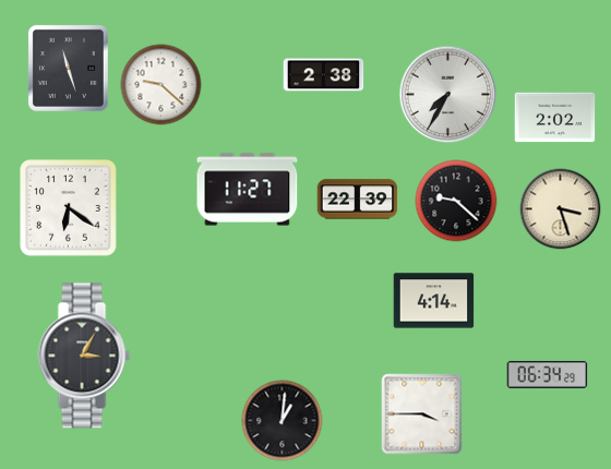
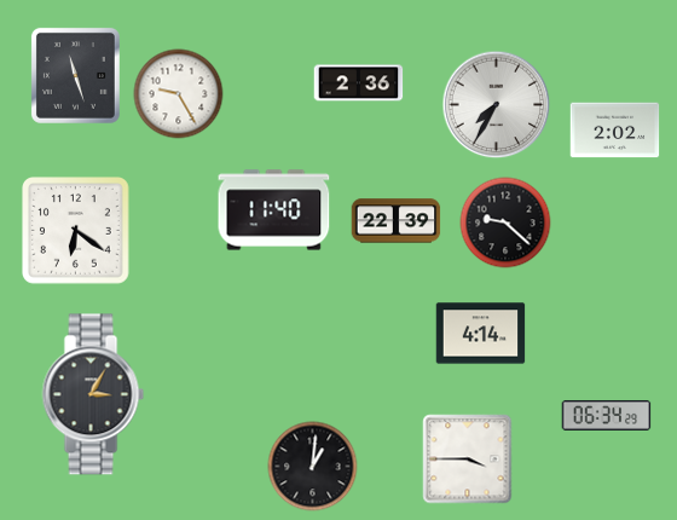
clock at (324, 75): 2:38 -> 2:36
clock at (161, 85): 9:22 -> 9:25
clock at (248, 190): 11:27 -> 11:40
clock at (561, 209): 3:27 -> none
